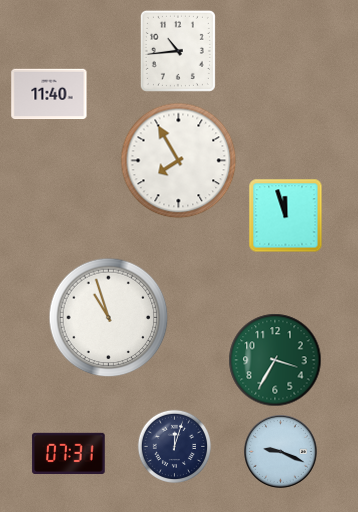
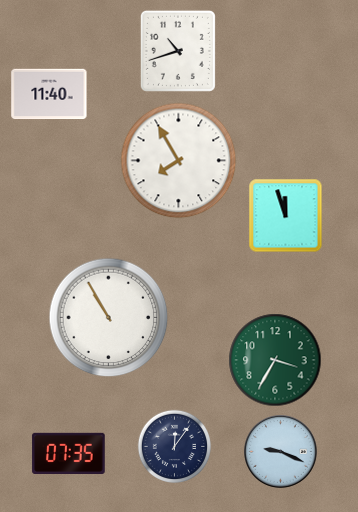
clock at (178, 51): 10:44 -> 10:42
clock at (109, 318): 10:57 -> 10:55
clock at (175, 447): 12:03 -> 12:06
clock at (69, 453): 07:31 -> 07:35
